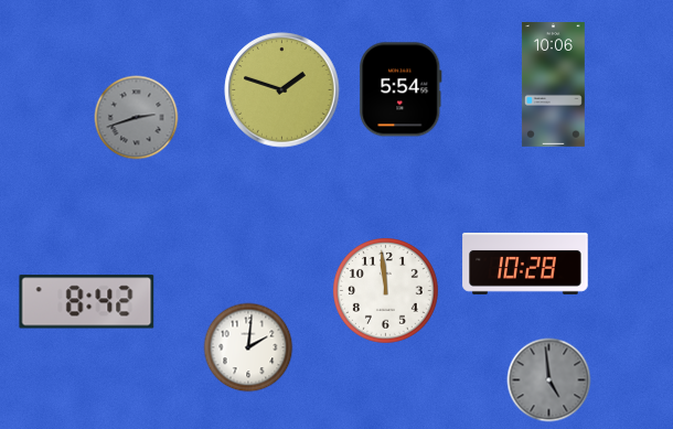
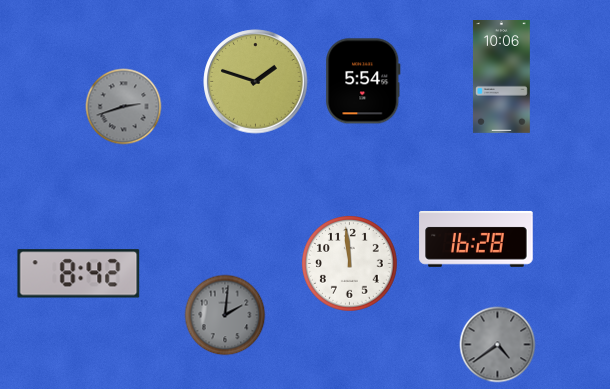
clock at (525, 264): 10:28 -> 16:28
clock at (248, 347) dial: white -> grey
clock at (549, 380): 4:59 -> 4:39
